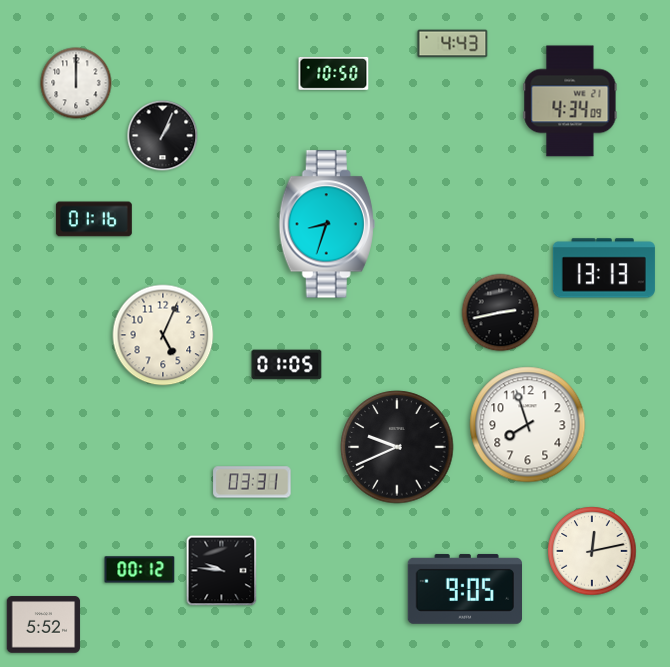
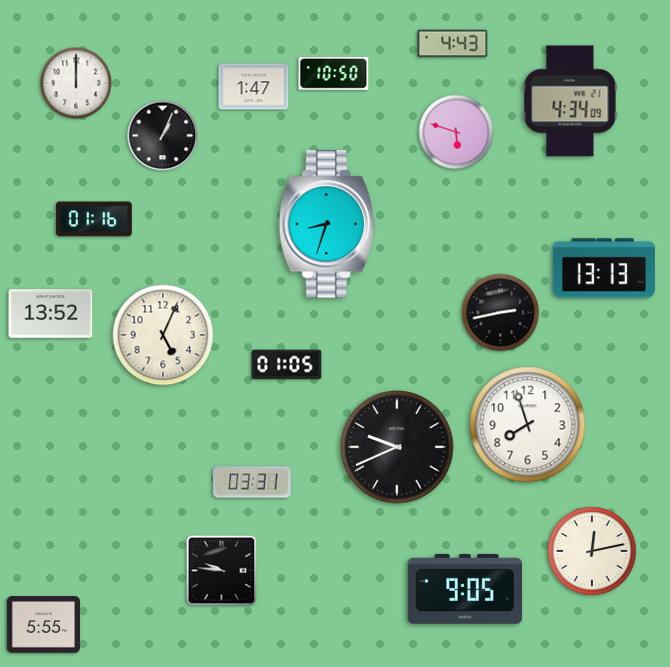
clock at (254, 87): none -> 1:47
clock at (456, 132): none -> 5:48
clock at (51, 314): none -> 13:52
clock at (140, 570): 00:12 -> none
clock at (44, 625): 5:52 -> 5:55
